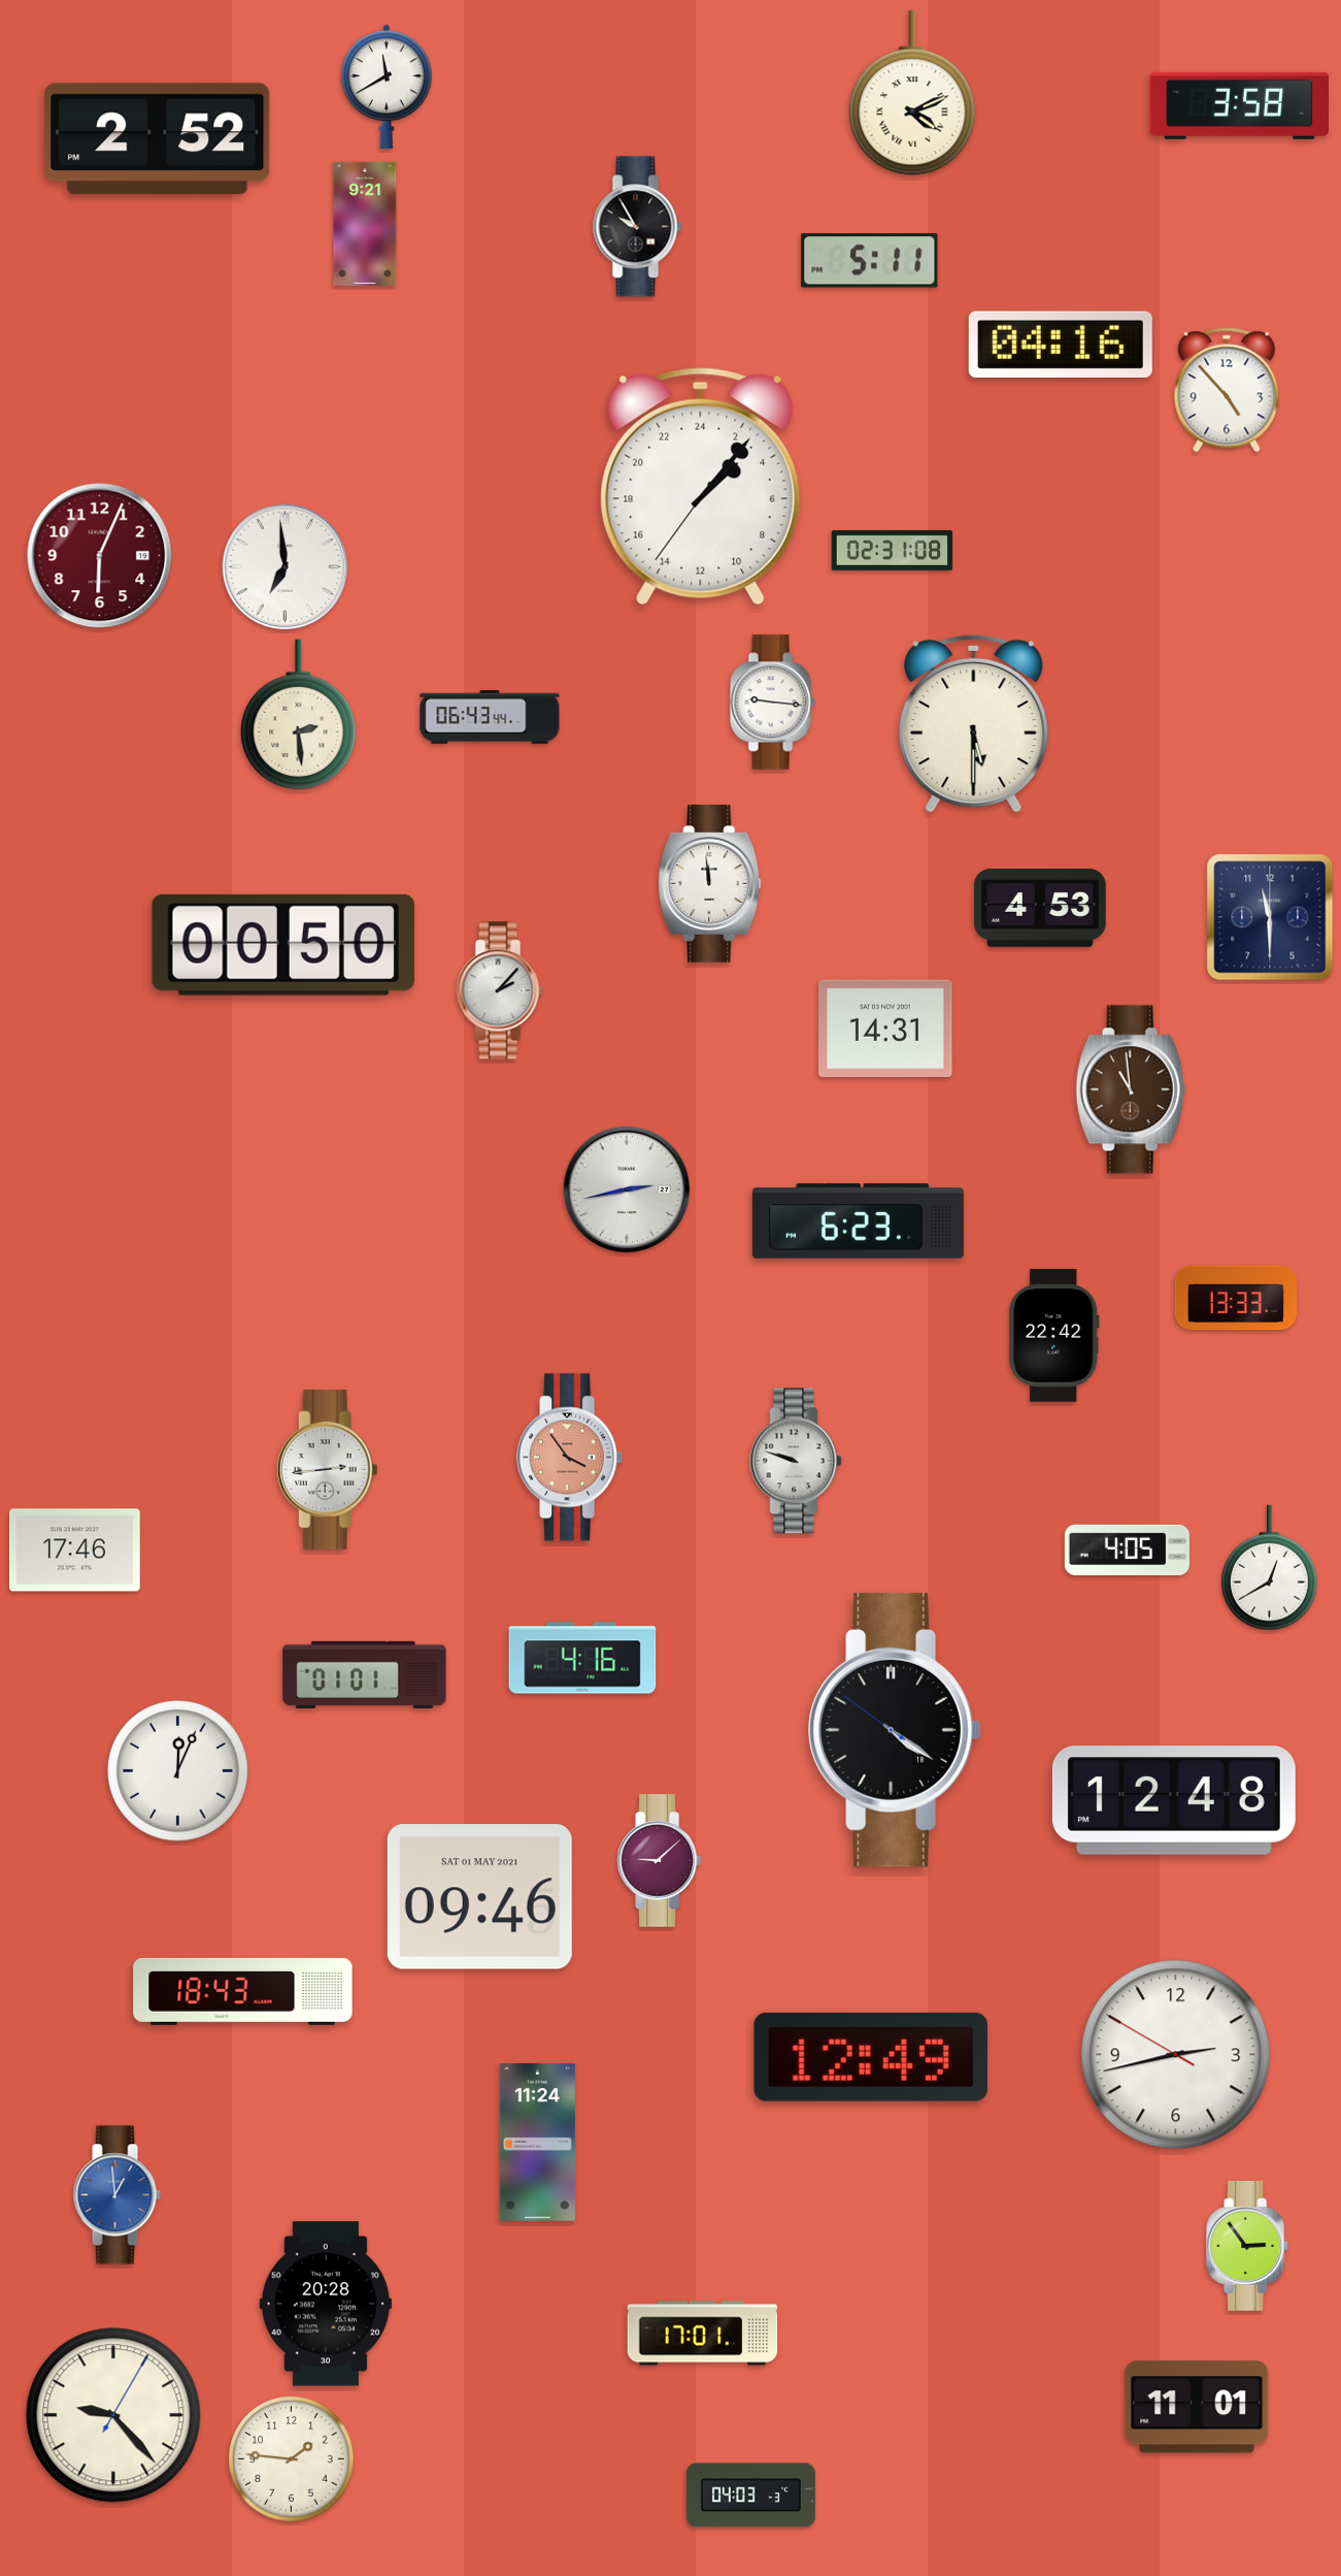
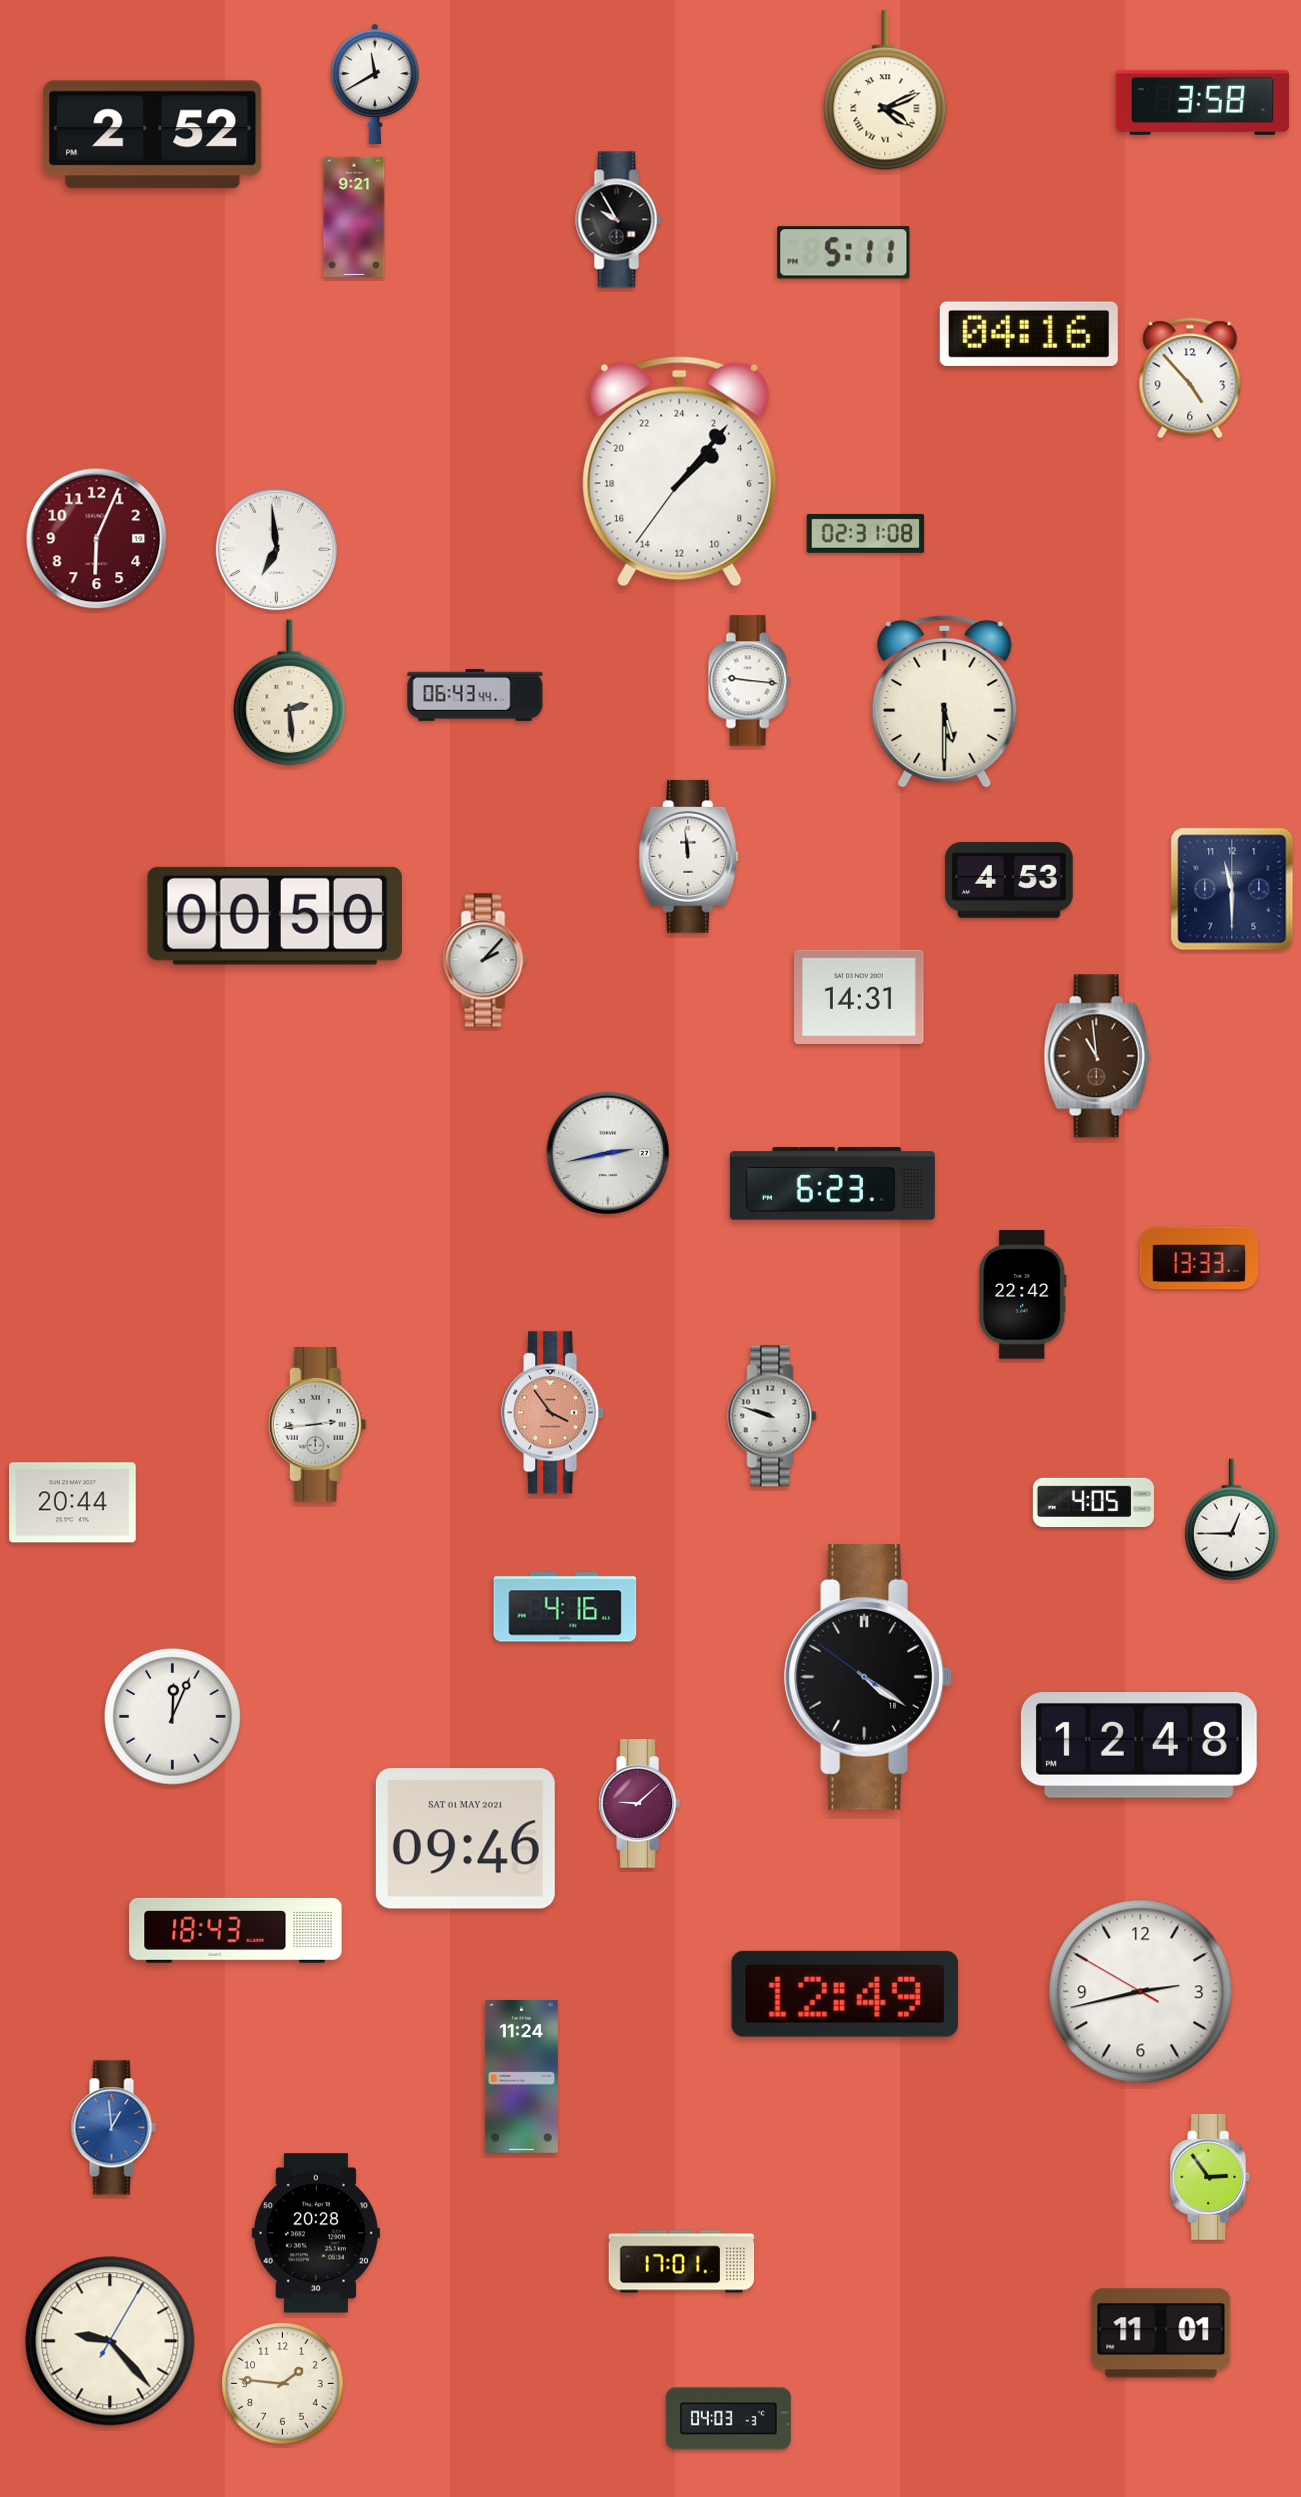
clock at (75, 1551): 17:46 -> 20:44
clock at (1270, 1568): 12:40 -> 12:45
clock at (365, 1674): 01:01 -> none
